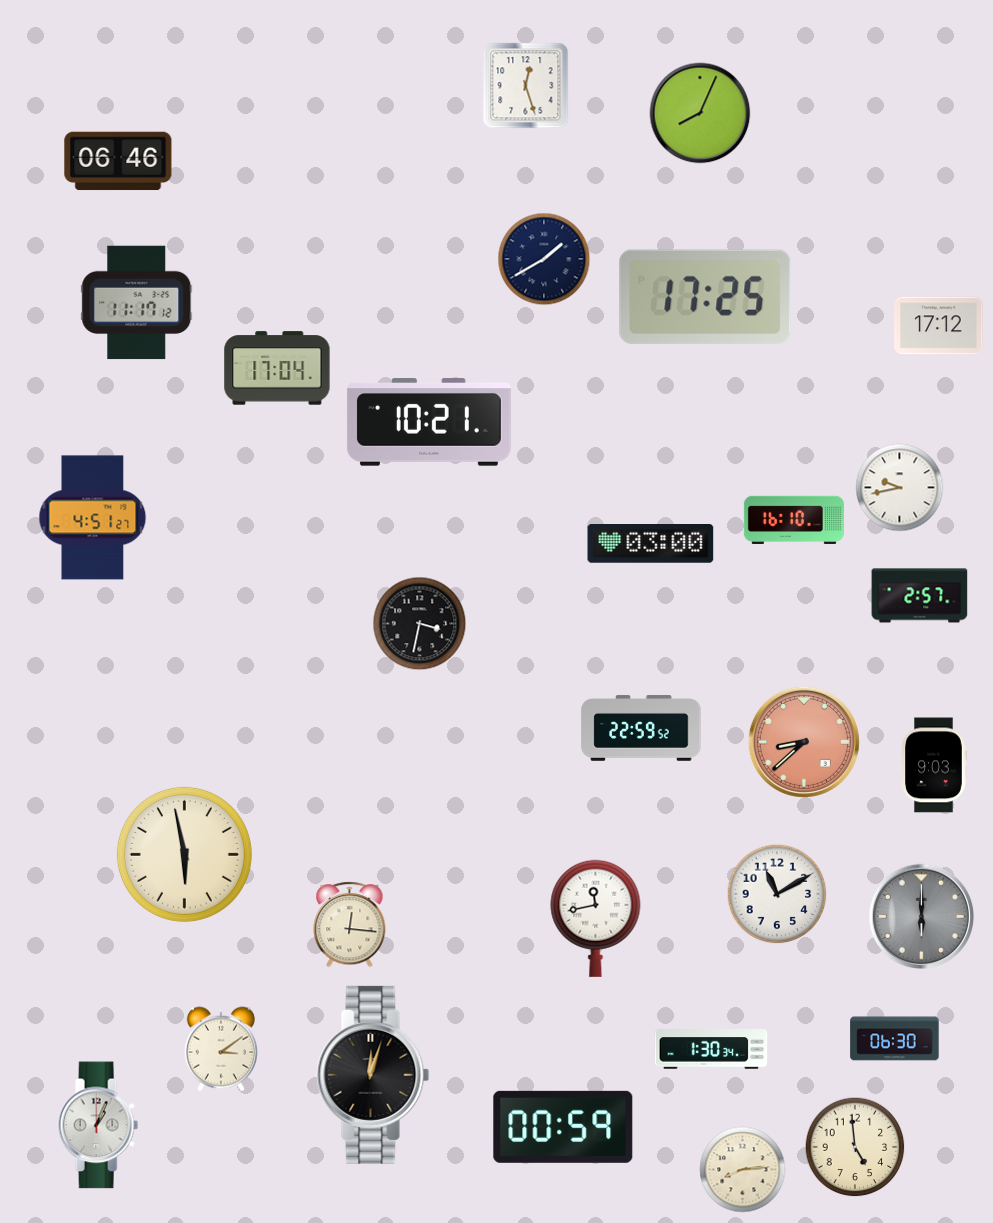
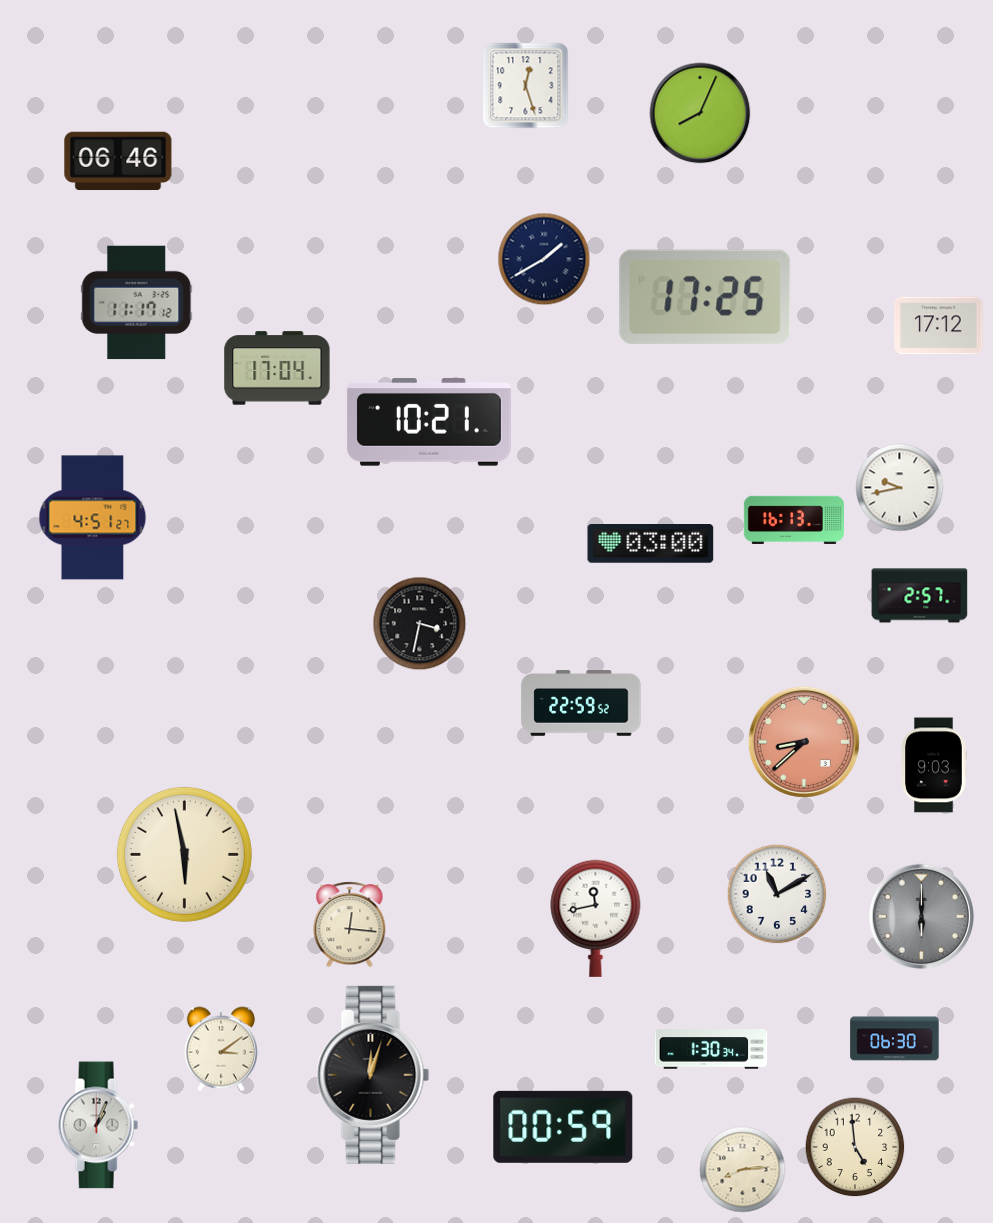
clock at (794, 520): 16:10 -> 16:13
clock at (641, 728) position: (641, 728) -> (581, 703)
